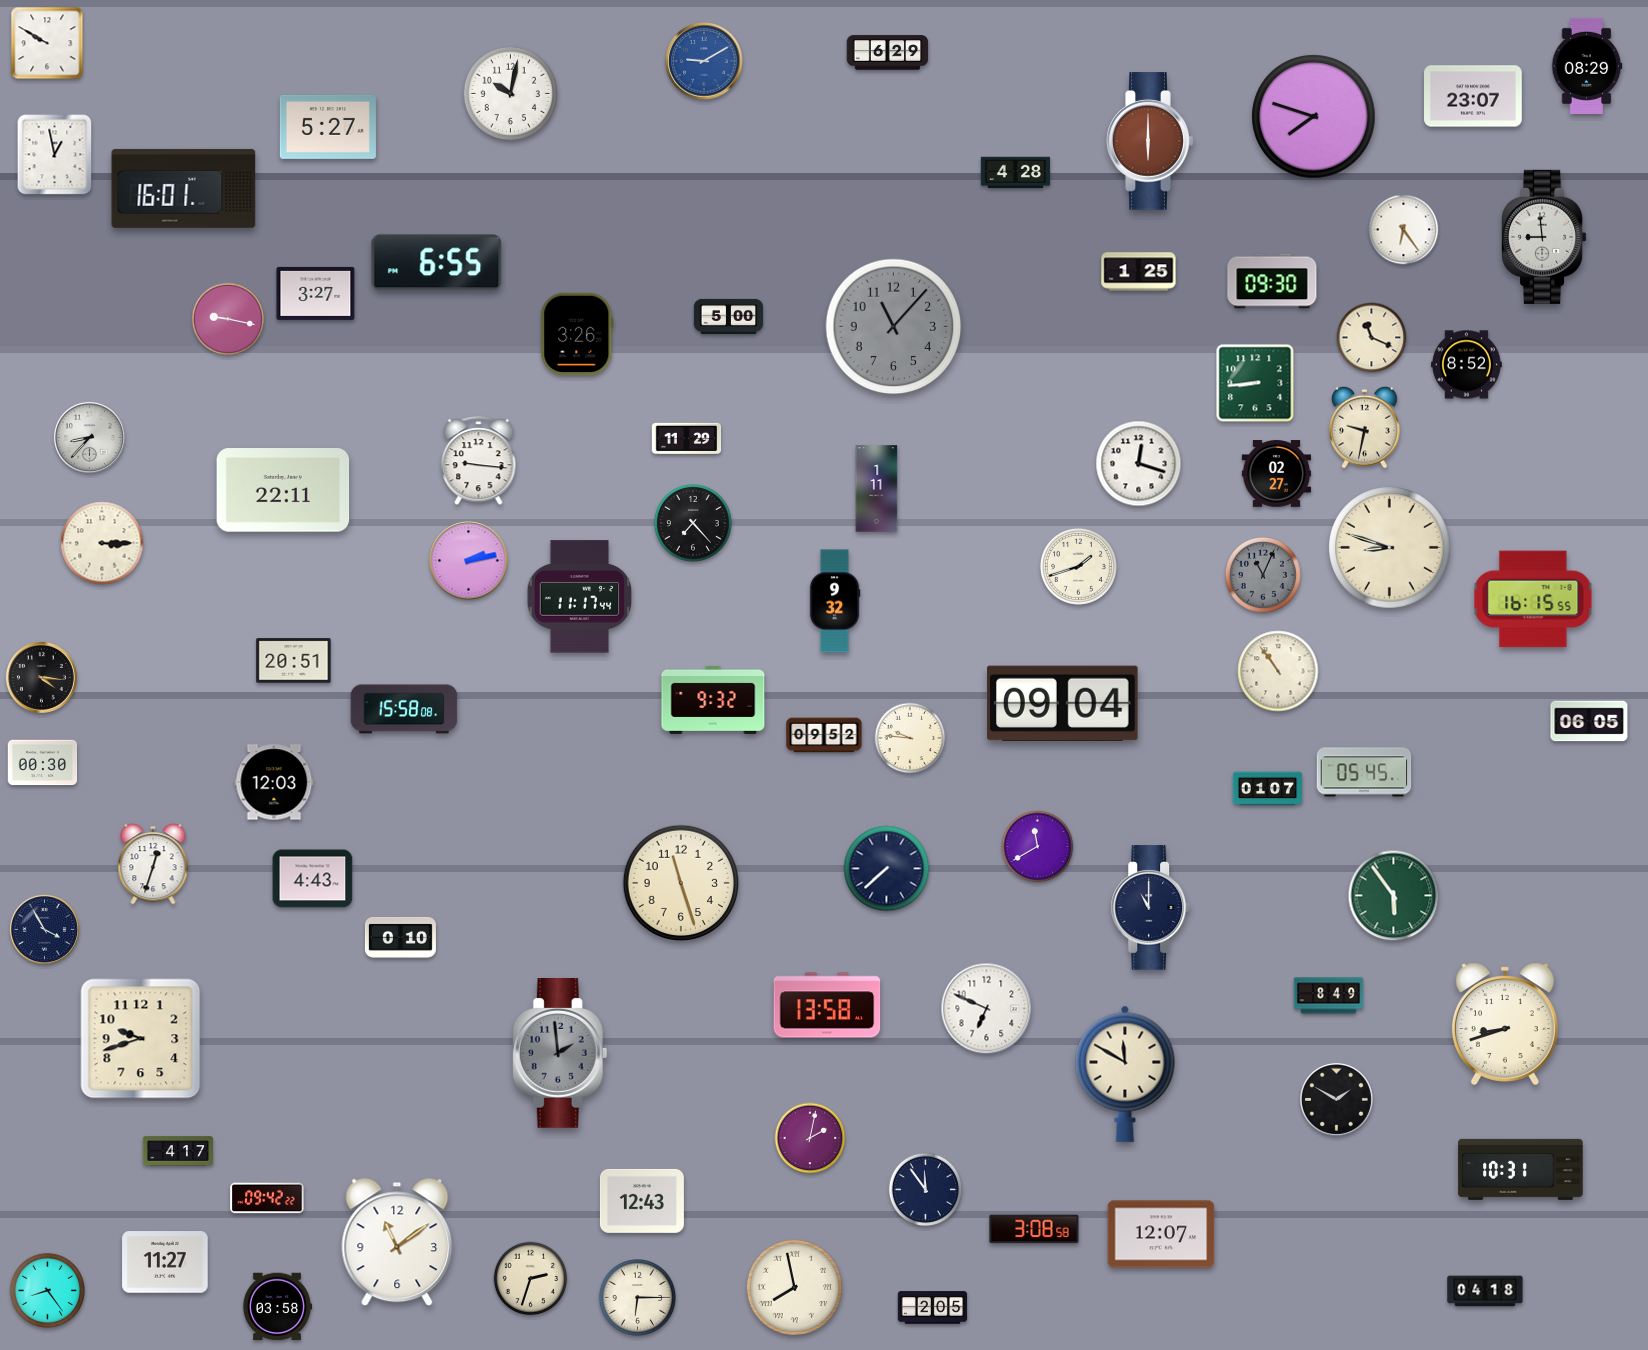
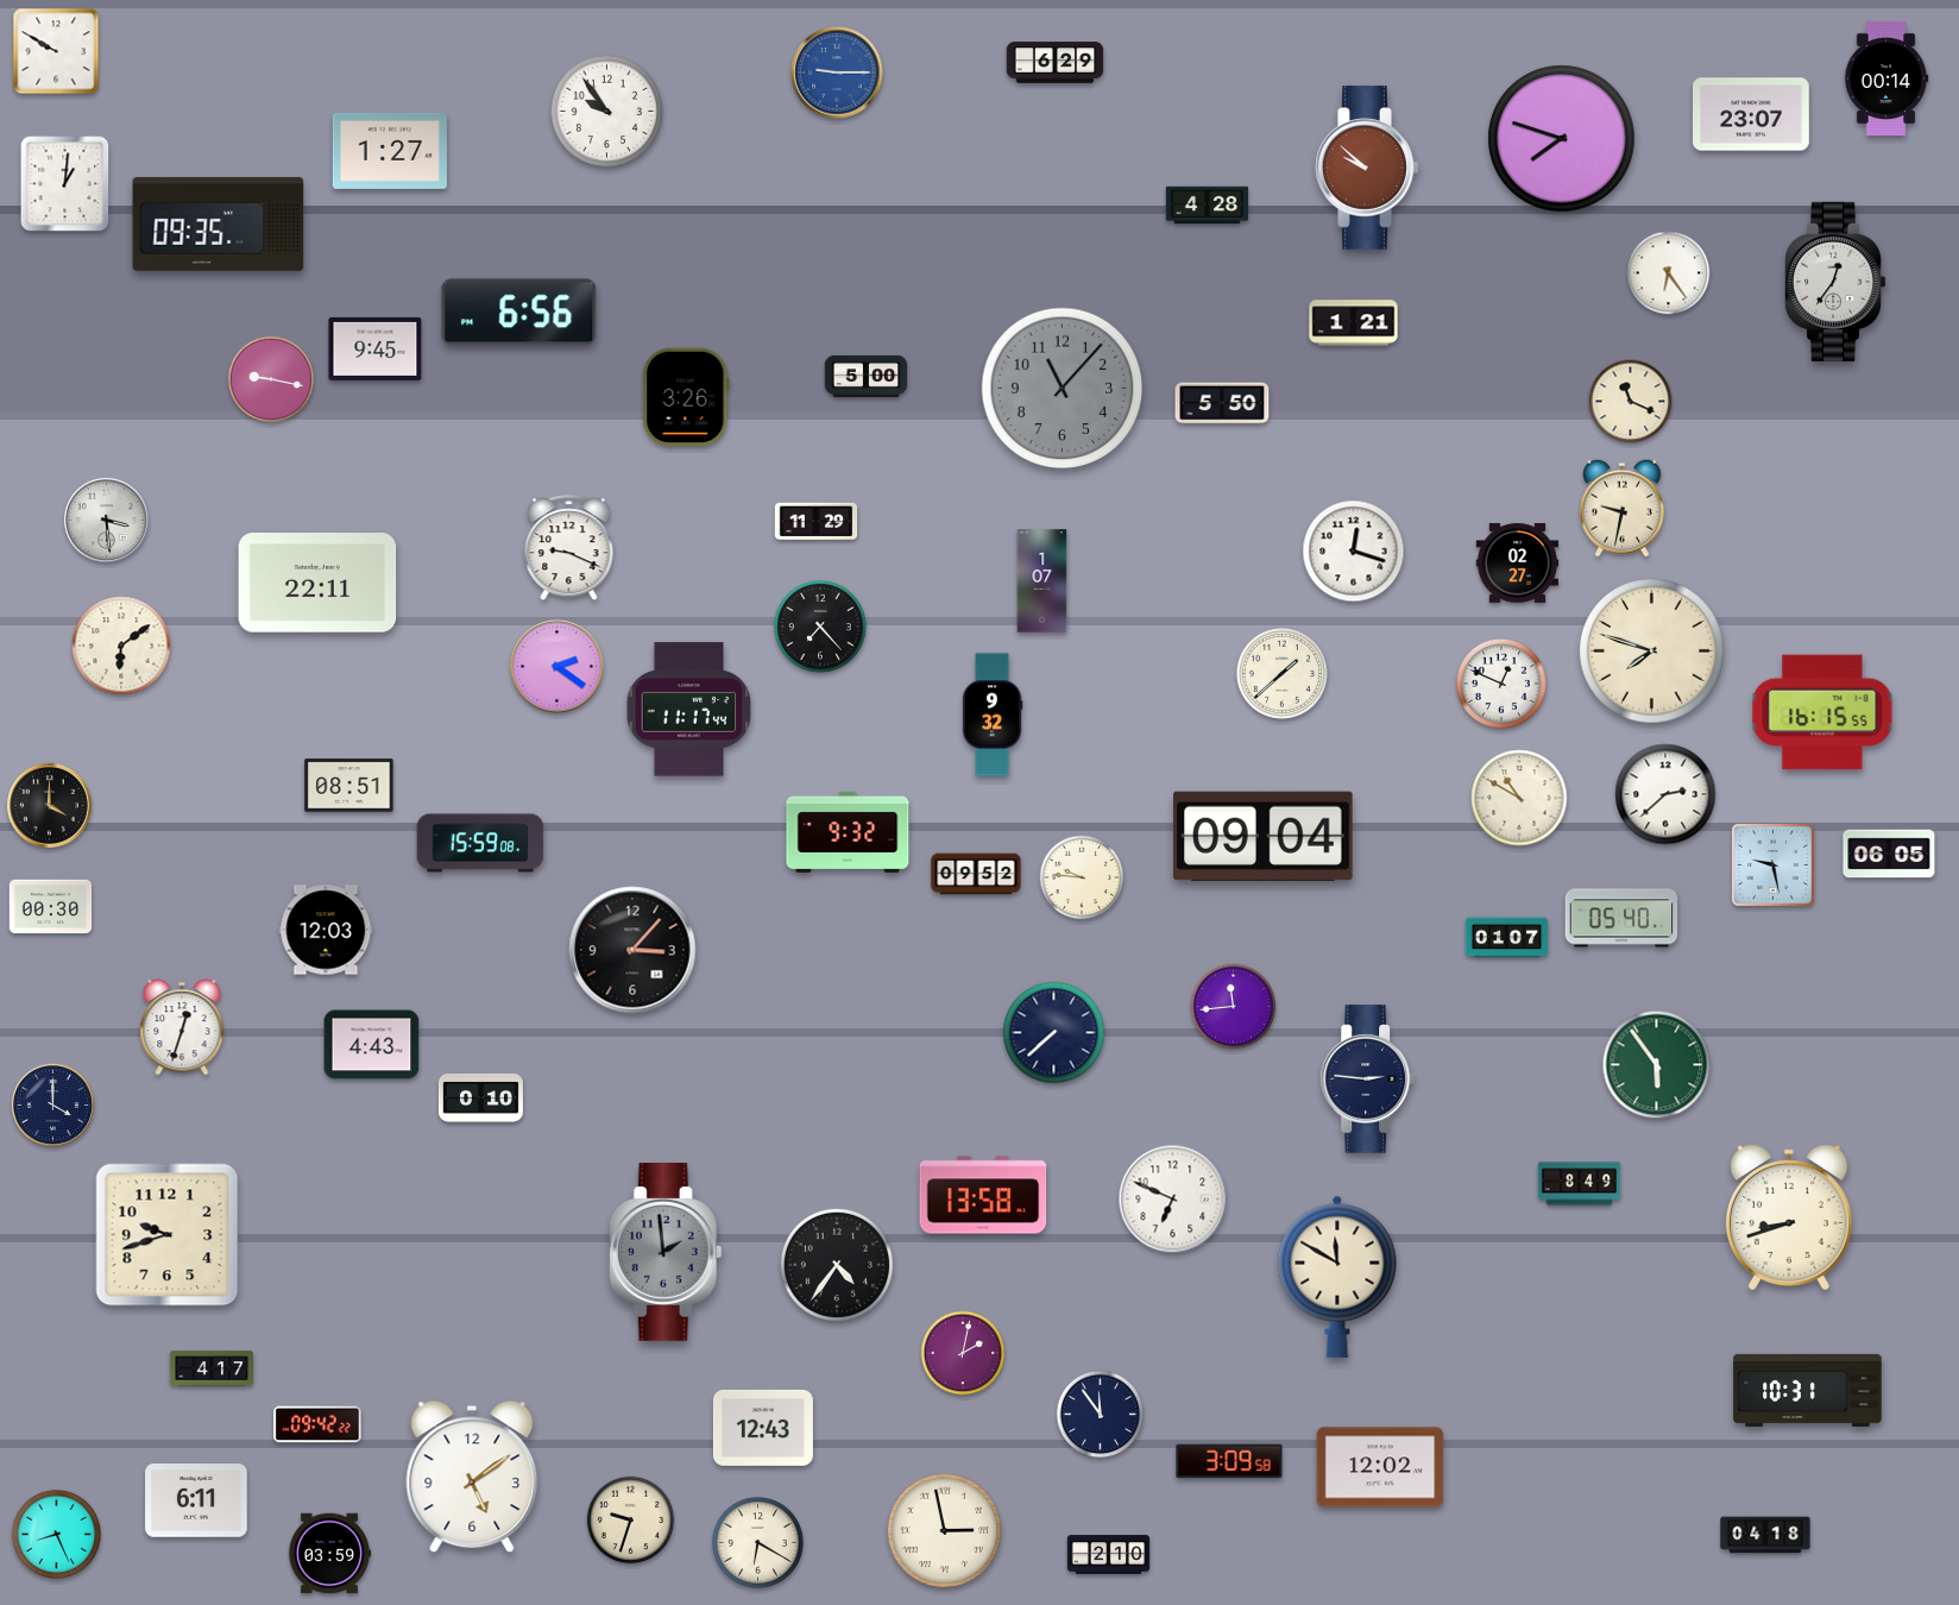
clock at (704, 61): 9:10 -> 9:15
clock at (1587, 66): 08:29 -> 00:14
clock at (511, 94): 10:02 -> 9:54
clock at (328, 127): 5:27 -> 1:27
clock at (1150, 141): 6:00 -> 9:52
clock at (55, 155): 12:58 -> 1:01
clock at (184, 188): 16:01 -> 09:35
clock at (1545, 237): 8:59 -> 12:36
clock at (437, 263): 6:55 -> 6:56
clock at (1139, 272): 1:25 -> 1:21
clock at (1272, 281): 09:30 -> none
clock at (316, 293): 3:27 -> 9:45
clock at (1222, 403): none -> 5:50
clock at (1466, 365): 8:52 -> none
clock at (1255, 383): 8:44 -> none
clock at (89, 437): 8:37 -> 3:29
clock at (479, 461): 9:16 -> 9:19
clock at (877, 489): 1:11 -> 1:07
clock at (283, 490) position: (283, 490) -> (317, 583)
clock at (694, 524) position: (694, 524) -> (821, 628)
clock at (102, 543): 3:15 -> 6:09
clock at (1390, 548): 8:48 -> 7:48
clock at (469, 561): 2:13 -> 2:21
clock at (1078, 566): 1:42 -> 1:38
clock at (1263, 575): 11:04 -> 12:49
clock at (1263, 575) dial: grey -> white
clock at (294, 661): 20:51 -> 08:51
clock at (1665, 794): none -> 2:38
clock at (1278, 671): 10:54 -> 10:50
clock at (41, 677): 4:16 -> 4:00
clock at (404, 709): 15:58 -> 15:59
clock at (1589, 721) position: (1589, 721) -> (1889, 854)
clock at (1774, 866): none -> 9:28
clock at (824, 735) position: (824, 735) -> (976, 874)
clock at (1364, 772): 05:45 -> 05:40
clock at (632, 950): none -> 3:07
clock at (1038, 847): 11:40 -> 11:44
clock at (680, 882): 11:27 -> none
clock at (1151, 908): 11:00 -> 2:46
clock at (44, 929): 3:55 -> 4:00
clock at (400, 937) position: (400, 937) -> (480, 1097)
clock at (836, 1264): none -> 4:36
clock at (1337, 1100): 1:50 -> none
clock at (1034, 1229): 3:08 -> 3:09
clock at (1161, 1234): 12:07 -> 12:02
clock at (397, 1242): 11:09 -> 5:09
clock at (165, 1262): 11:27 -> 6:11
clock at (531, 1279): 2:33 -> 9:33
clock at (794, 1287): 7:58 -> 2:58
clock at (47, 1290): 8:24 -> 8:26
clock at (637, 1297): 6:15 -> 6:20
clock at (277, 1307): 03:58 -> 03:59
clock at (933, 1308): 2:05 -> 2:10
